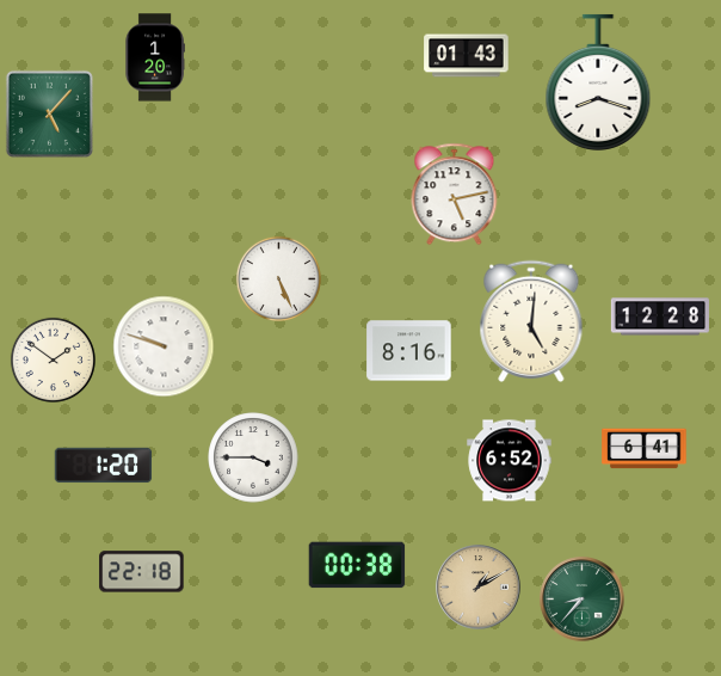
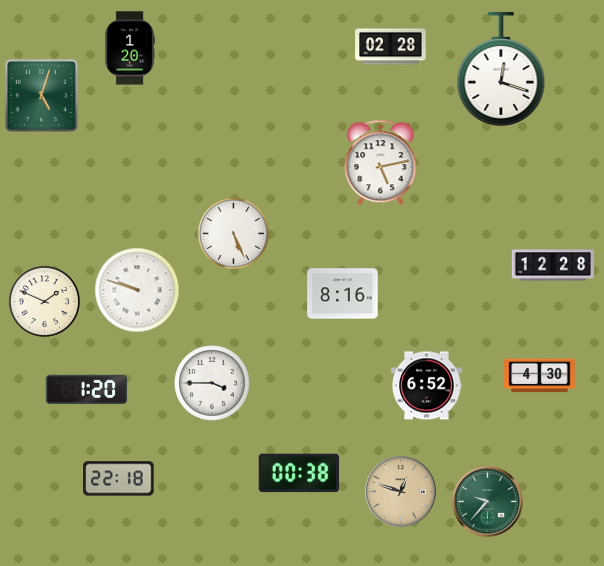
clock at (467, 56): 01:43 -> 02:28
clock at (598, 82): 8:18 -> 12:18
clock at (49, 113): 5:07 -> 5:03
clock at (531, 321): 5:01 -> none
clock at (53, 359): 1:51 -> 1:49
clock at (645, 449): 6:41 -> 4:30
clock at (479, 588): 1:10 -> 12:48
clock at (583, 600): 8:37 -> 9:37
